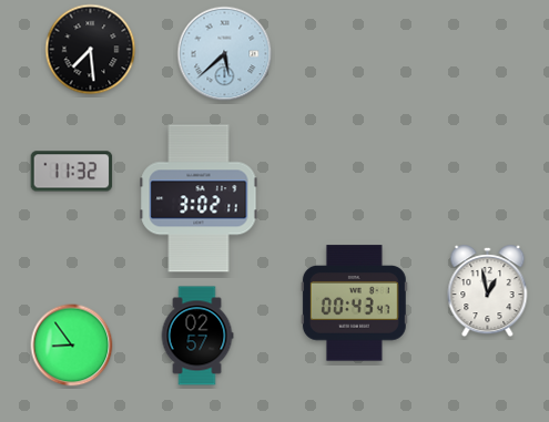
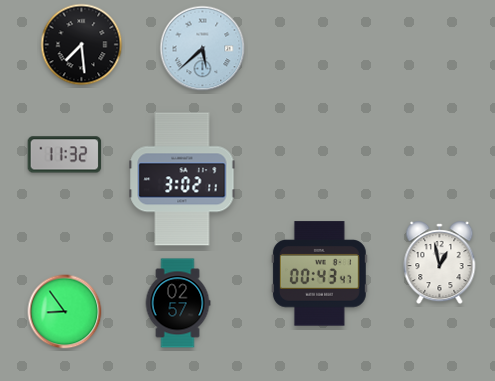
clock at (199, 198) position: (199, 198) -> (182, 179)
